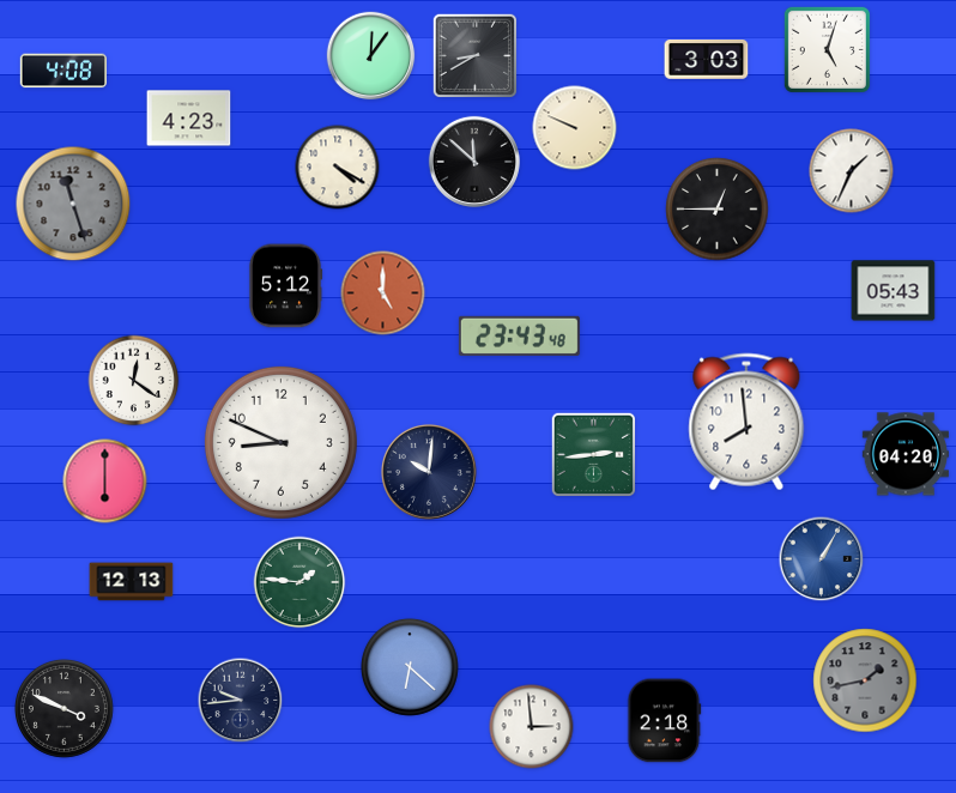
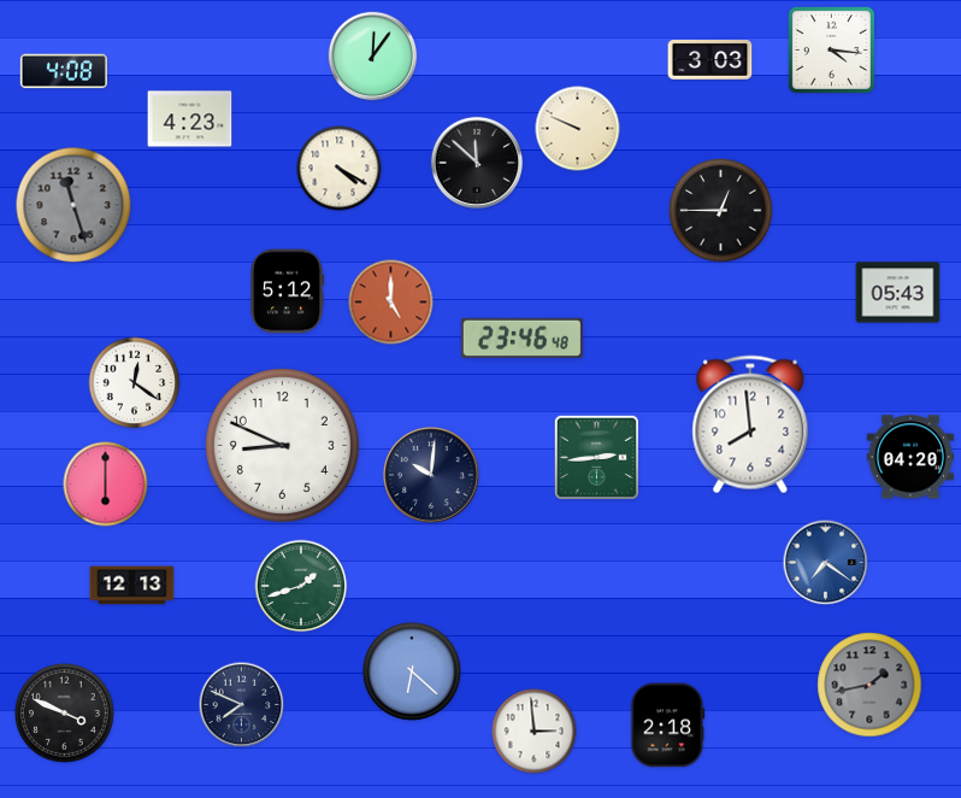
clock at (827, 49): 5:03 -> 4:16
clock at (474, 55): 8:40 -> none
clock at (852, 171): 1:34 -> none
clock at (285, 286) position: (285, 286) -> (287, 292)
clock at (383, 293) position: (383, 293) -> (391, 303)
clock at (519, 335): 23:43 -> 23:46
clock at (822, 559): 1:05 -> 7:21
clock at (299, 582): 1:46 -> 1:42
clock at (241, 701): 9:44 -> 7:49
